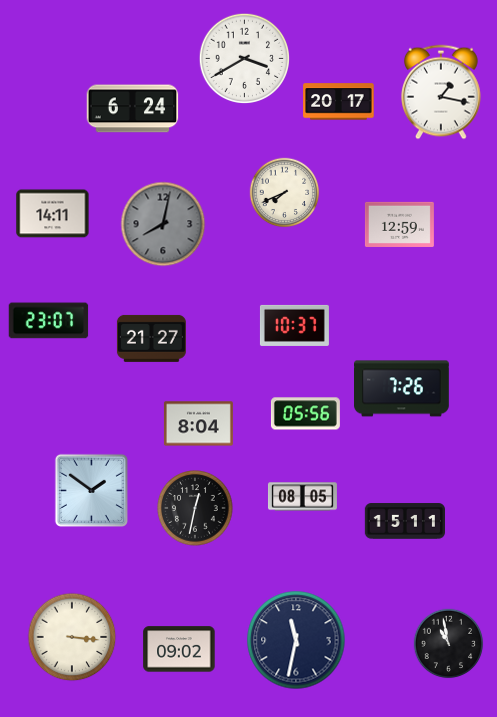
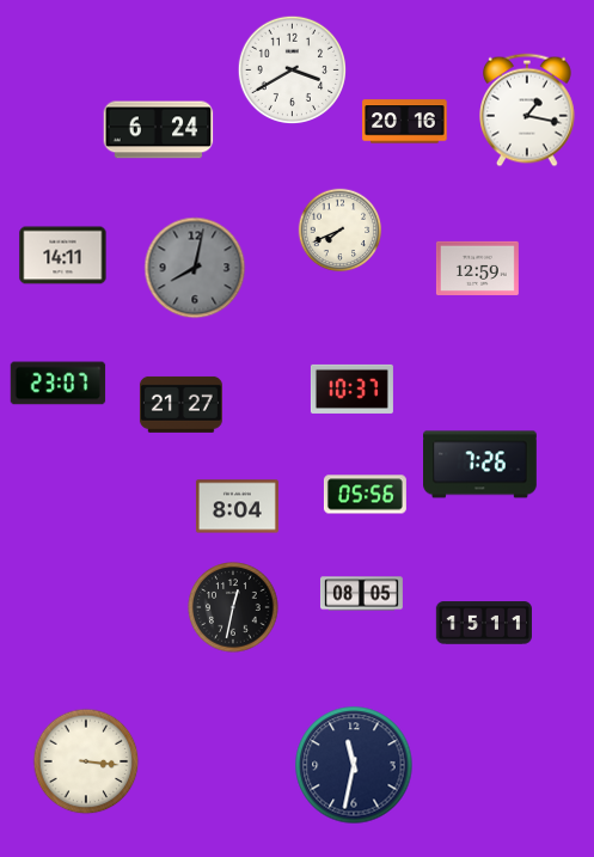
clock at (339, 102): 20:17 -> 20:16
clock at (91, 490): 1:51 -> none
clock at (449, 644): 10:58 -> none
clock at (179, 649): 09:02 -> none
